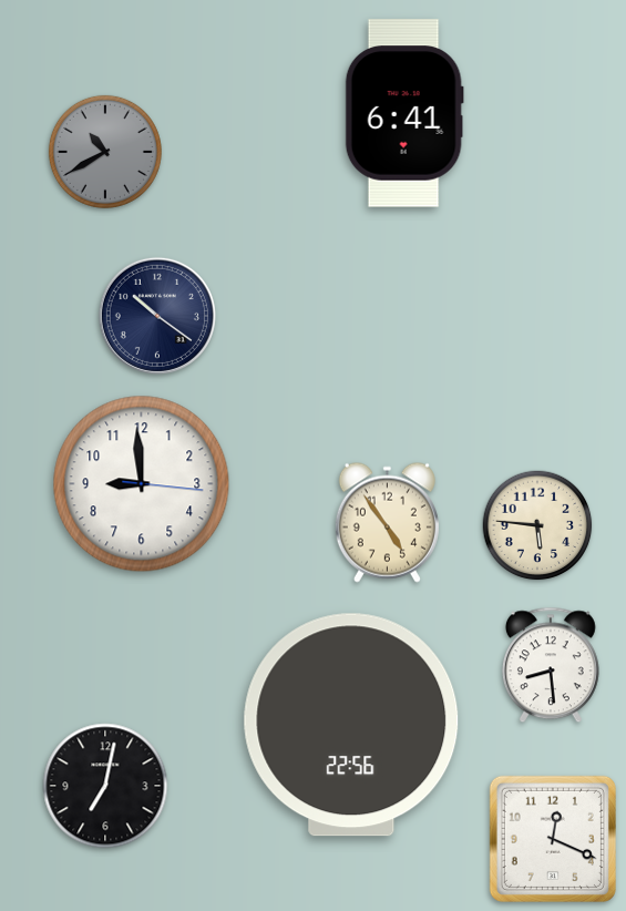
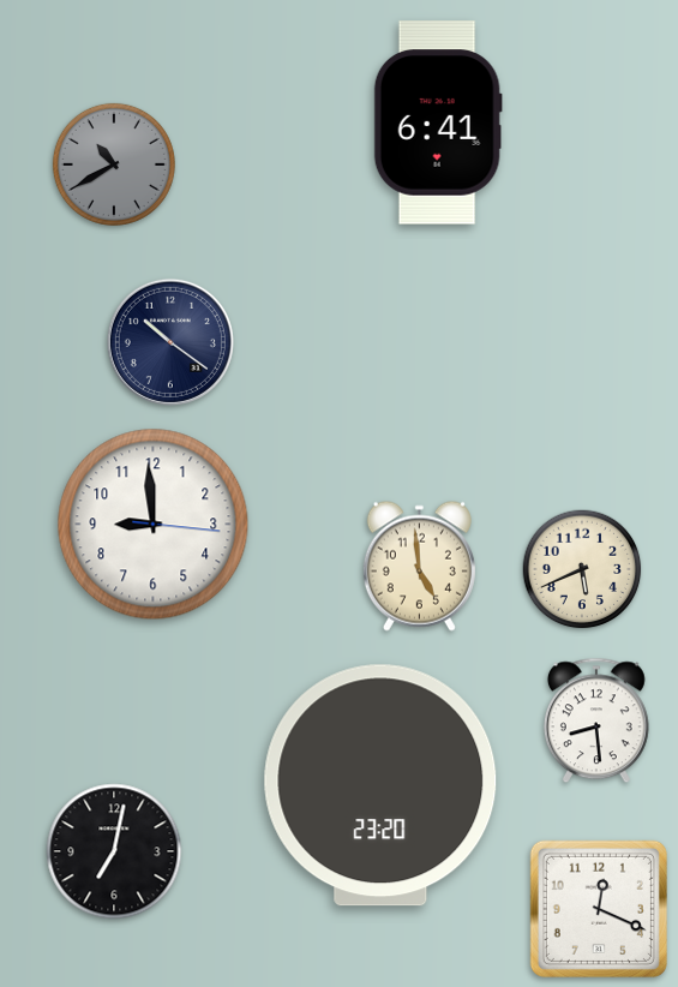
clock at (387, 522): 4:54 -> 4:59
clock at (537, 525): 5:46 -> 5:41
clock at (351, 725): 22:56 -> 23:20
